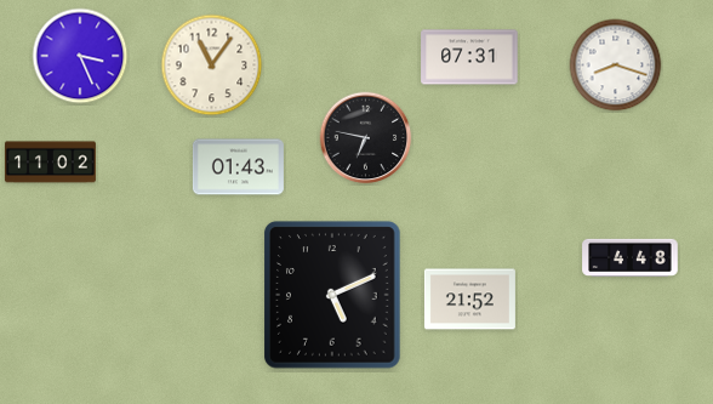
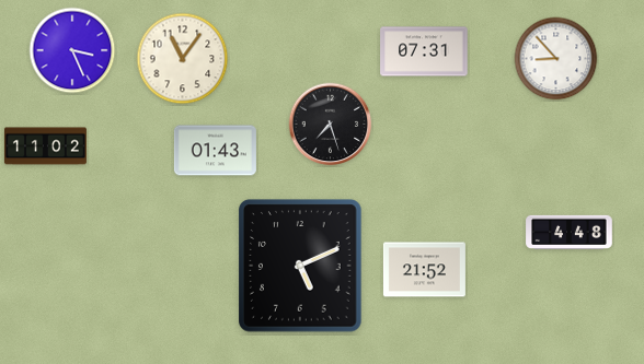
clock at (212, 66) position: (212, 66) -> (183, 59)
clock at (616, 66): 8:18 -> 8:53
clock at (366, 138): 6:47 -> 7:27
